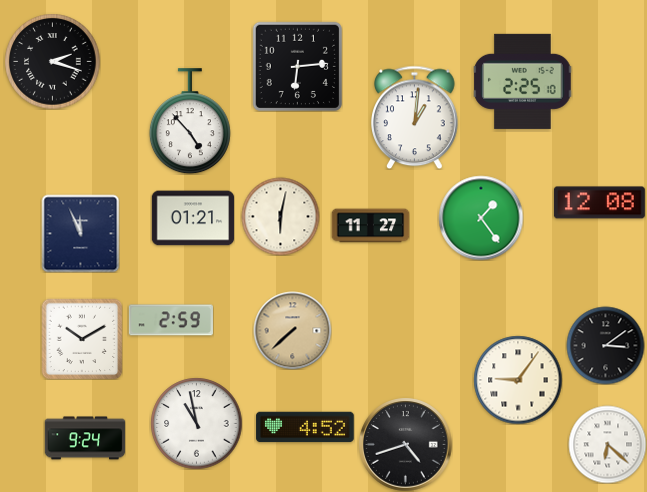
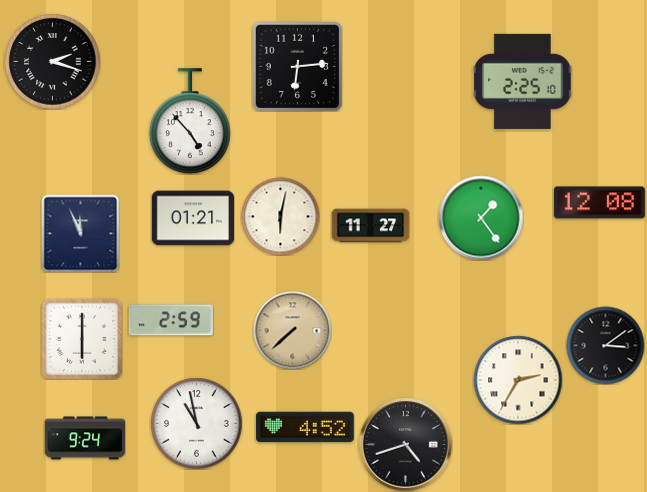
clock at (415, 117): 1:01 -> none
clock at (82, 339): 10:10 -> 6:00
clock at (518, 380): 9:06 -> 2:35
clock at (607, 444): 6:22 -> none
